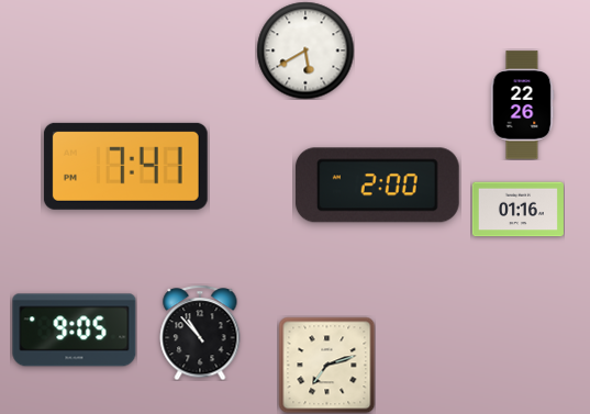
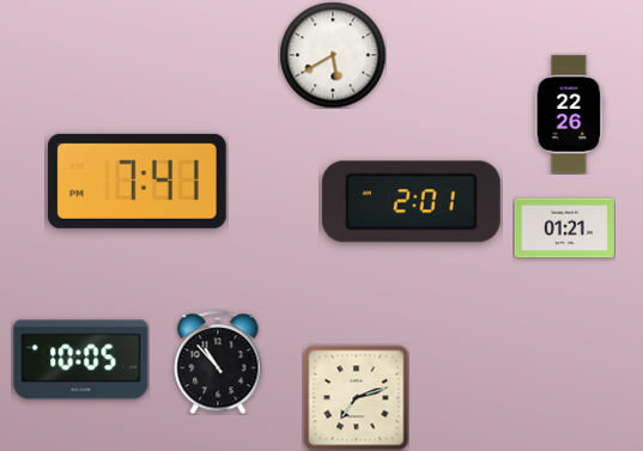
clock at (377, 186): 2:00 -> 2:01
clock at (517, 210): 01:16 -> 01:21
clock at (75, 331): 9:05 -> 10:05
